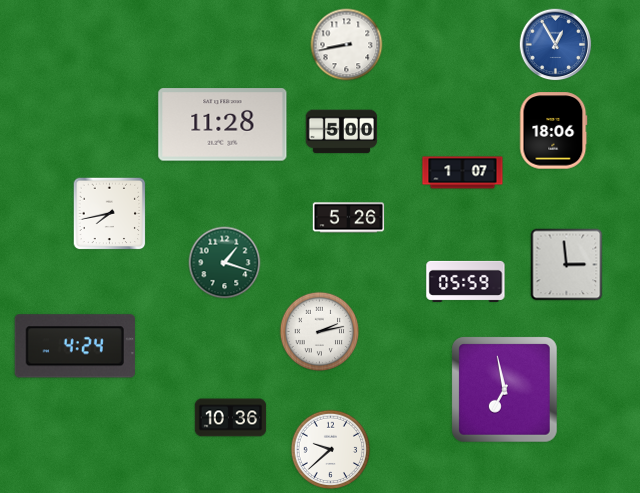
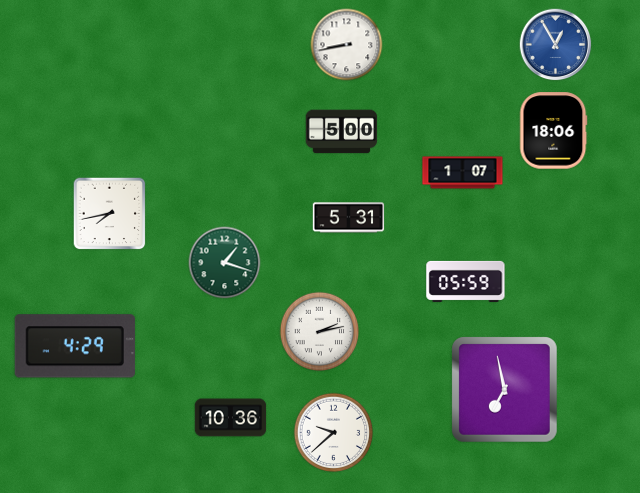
clock at (223, 125): 11:28 -> none
clock at (349, 218): 5:26 -> 5:31
clock at (567, 265): 2:59 -> none
clock at (75, 346): 4:24 -> 4:29
clock at (331, 450) position: (331, 450) -> (334, 433)
